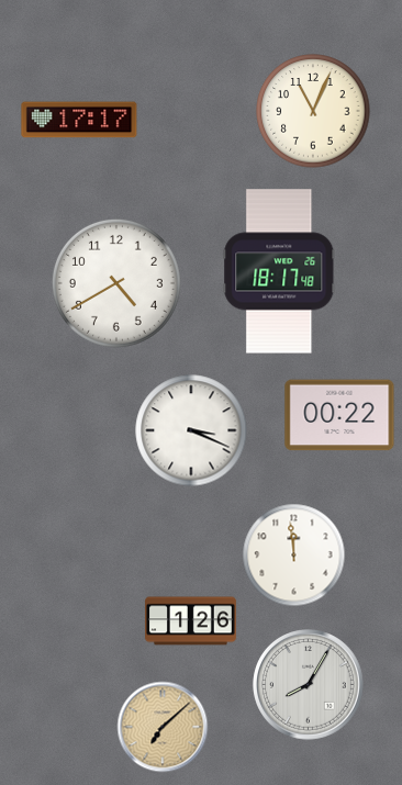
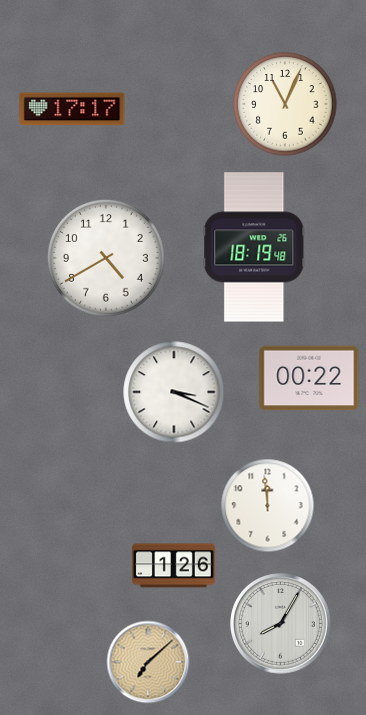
clock at (313, 111) position: (313, 111) -> (285, 104)
clock at (279, 271): 18:17 -> 18:19
